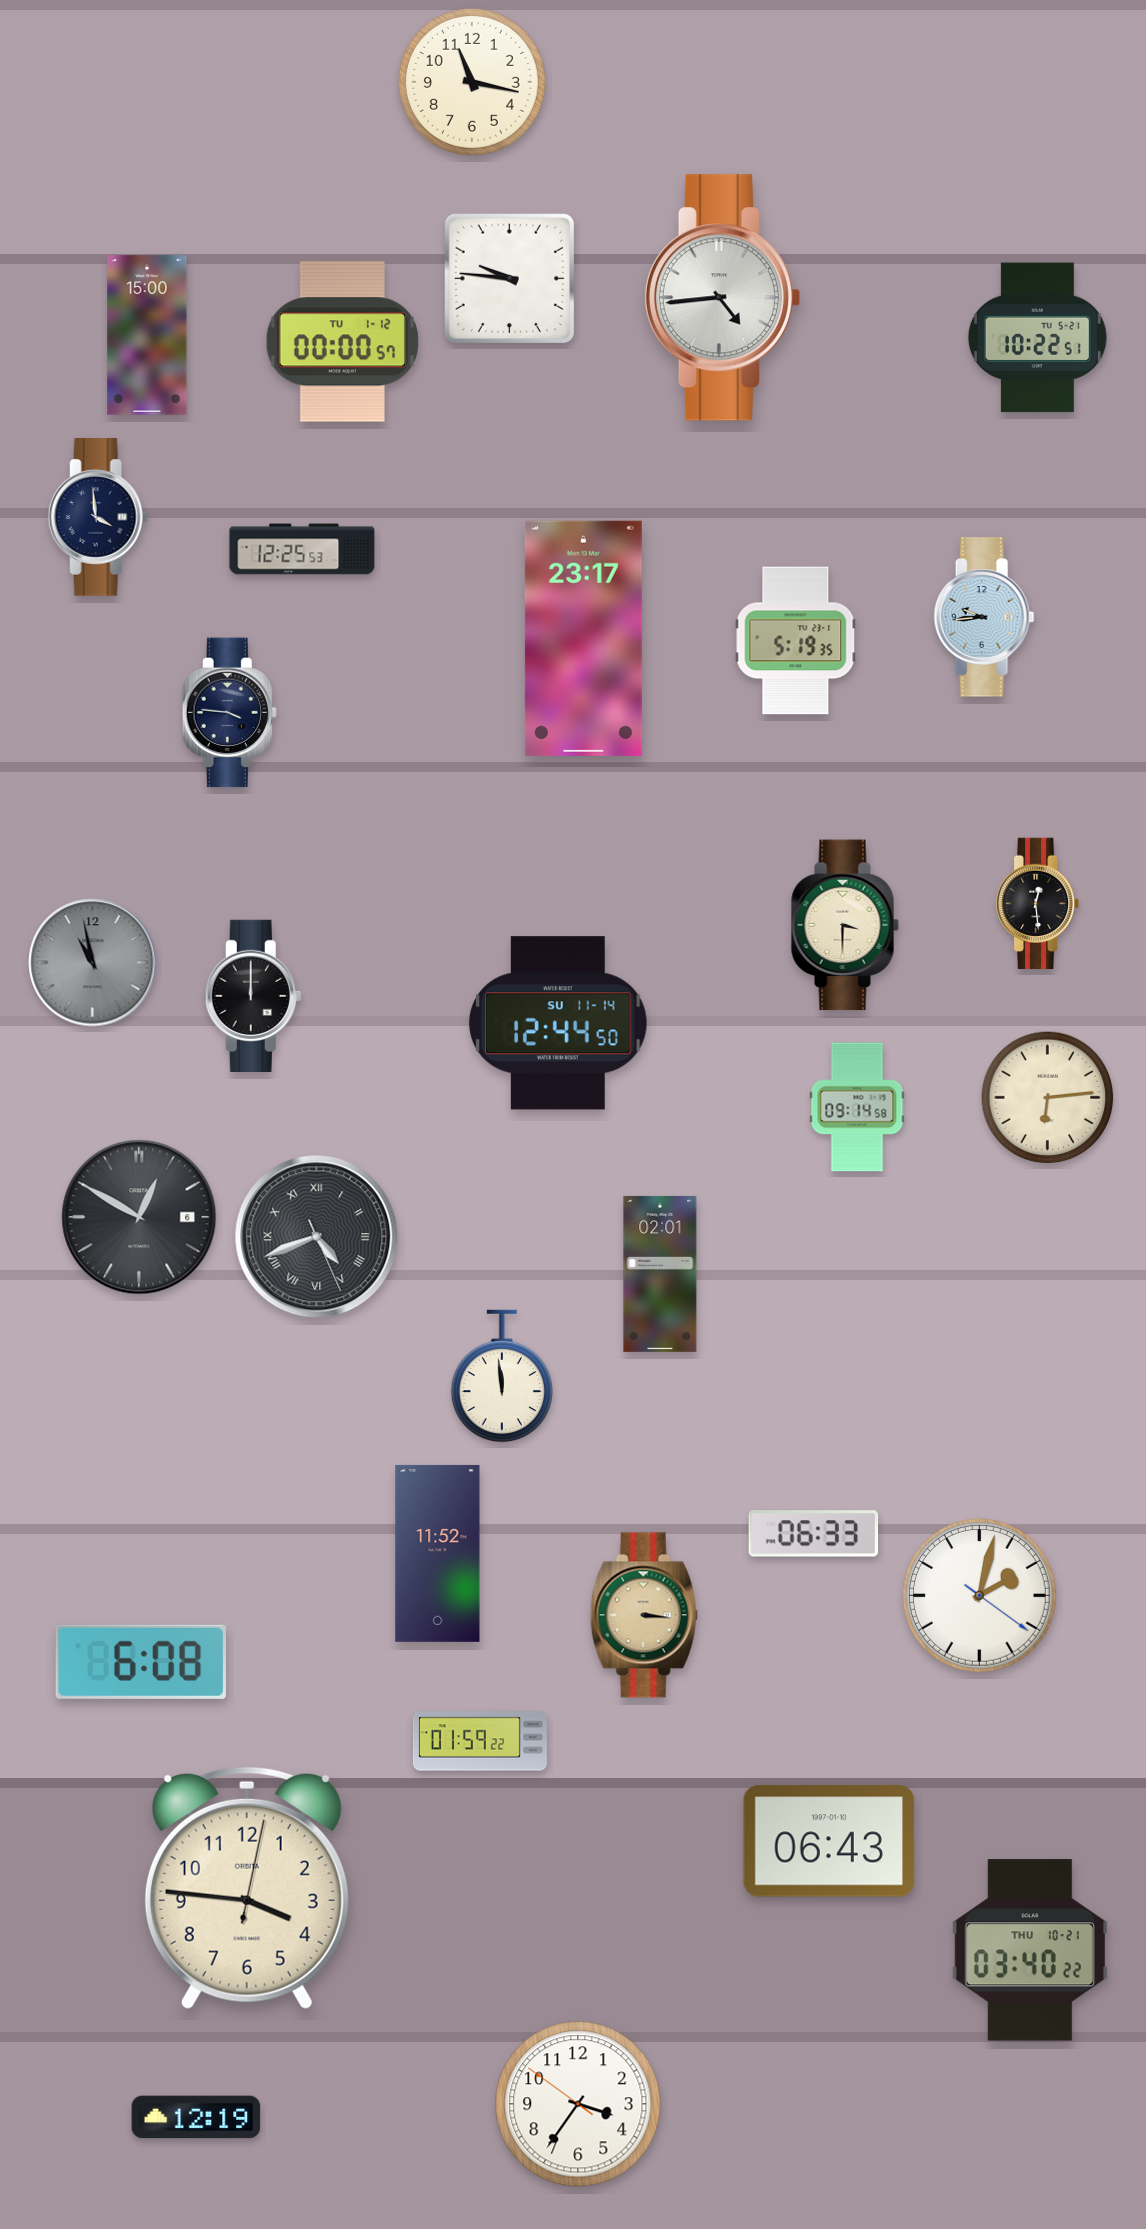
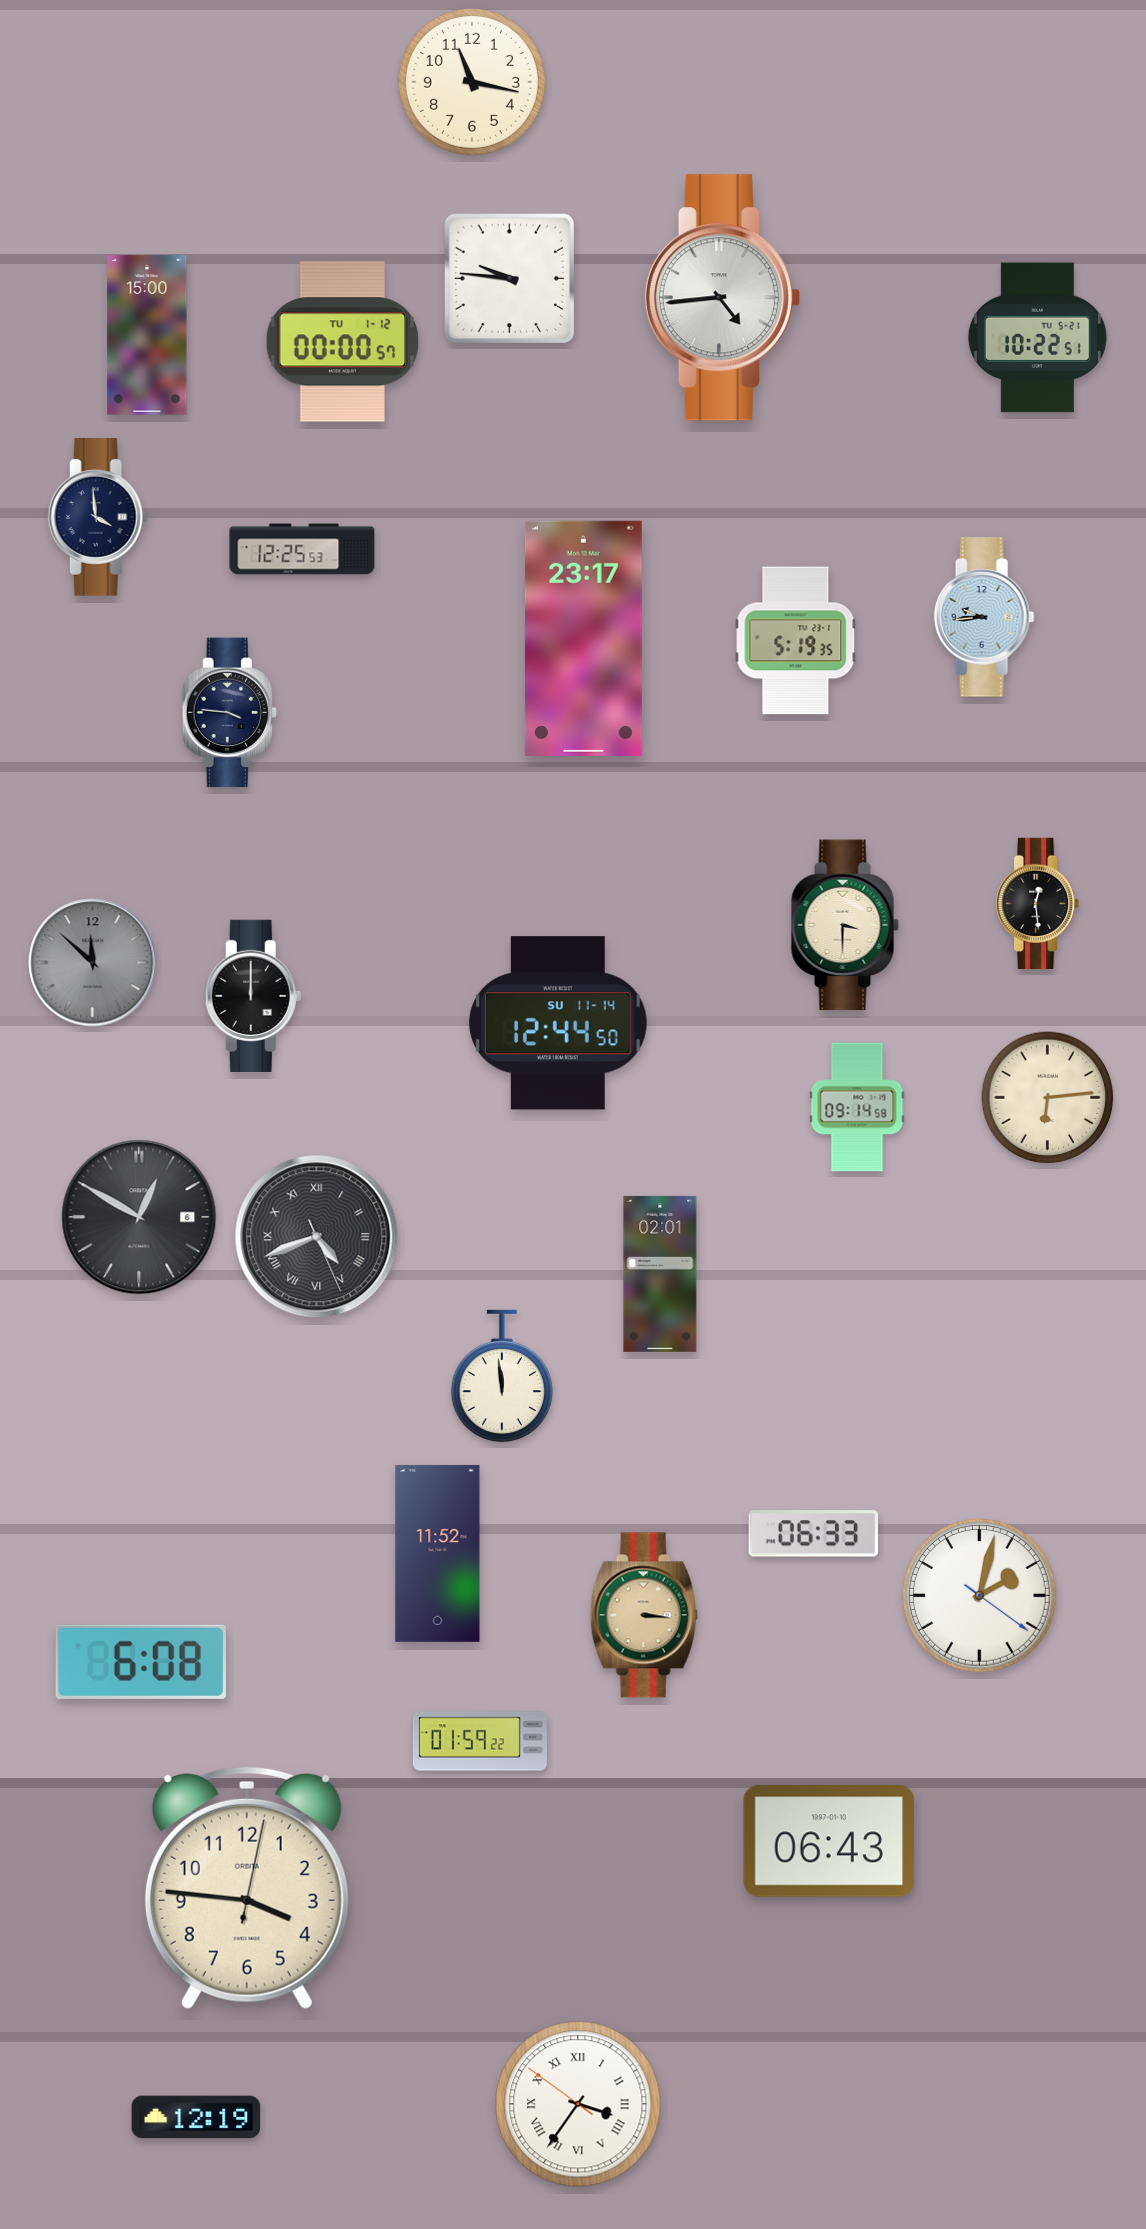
clock at (93, 963): 10:58 -> 11:52
clock at (1030, 1950): 03:40 -> none
clock at (578, 2104) numerals: Arabic -> Roman
